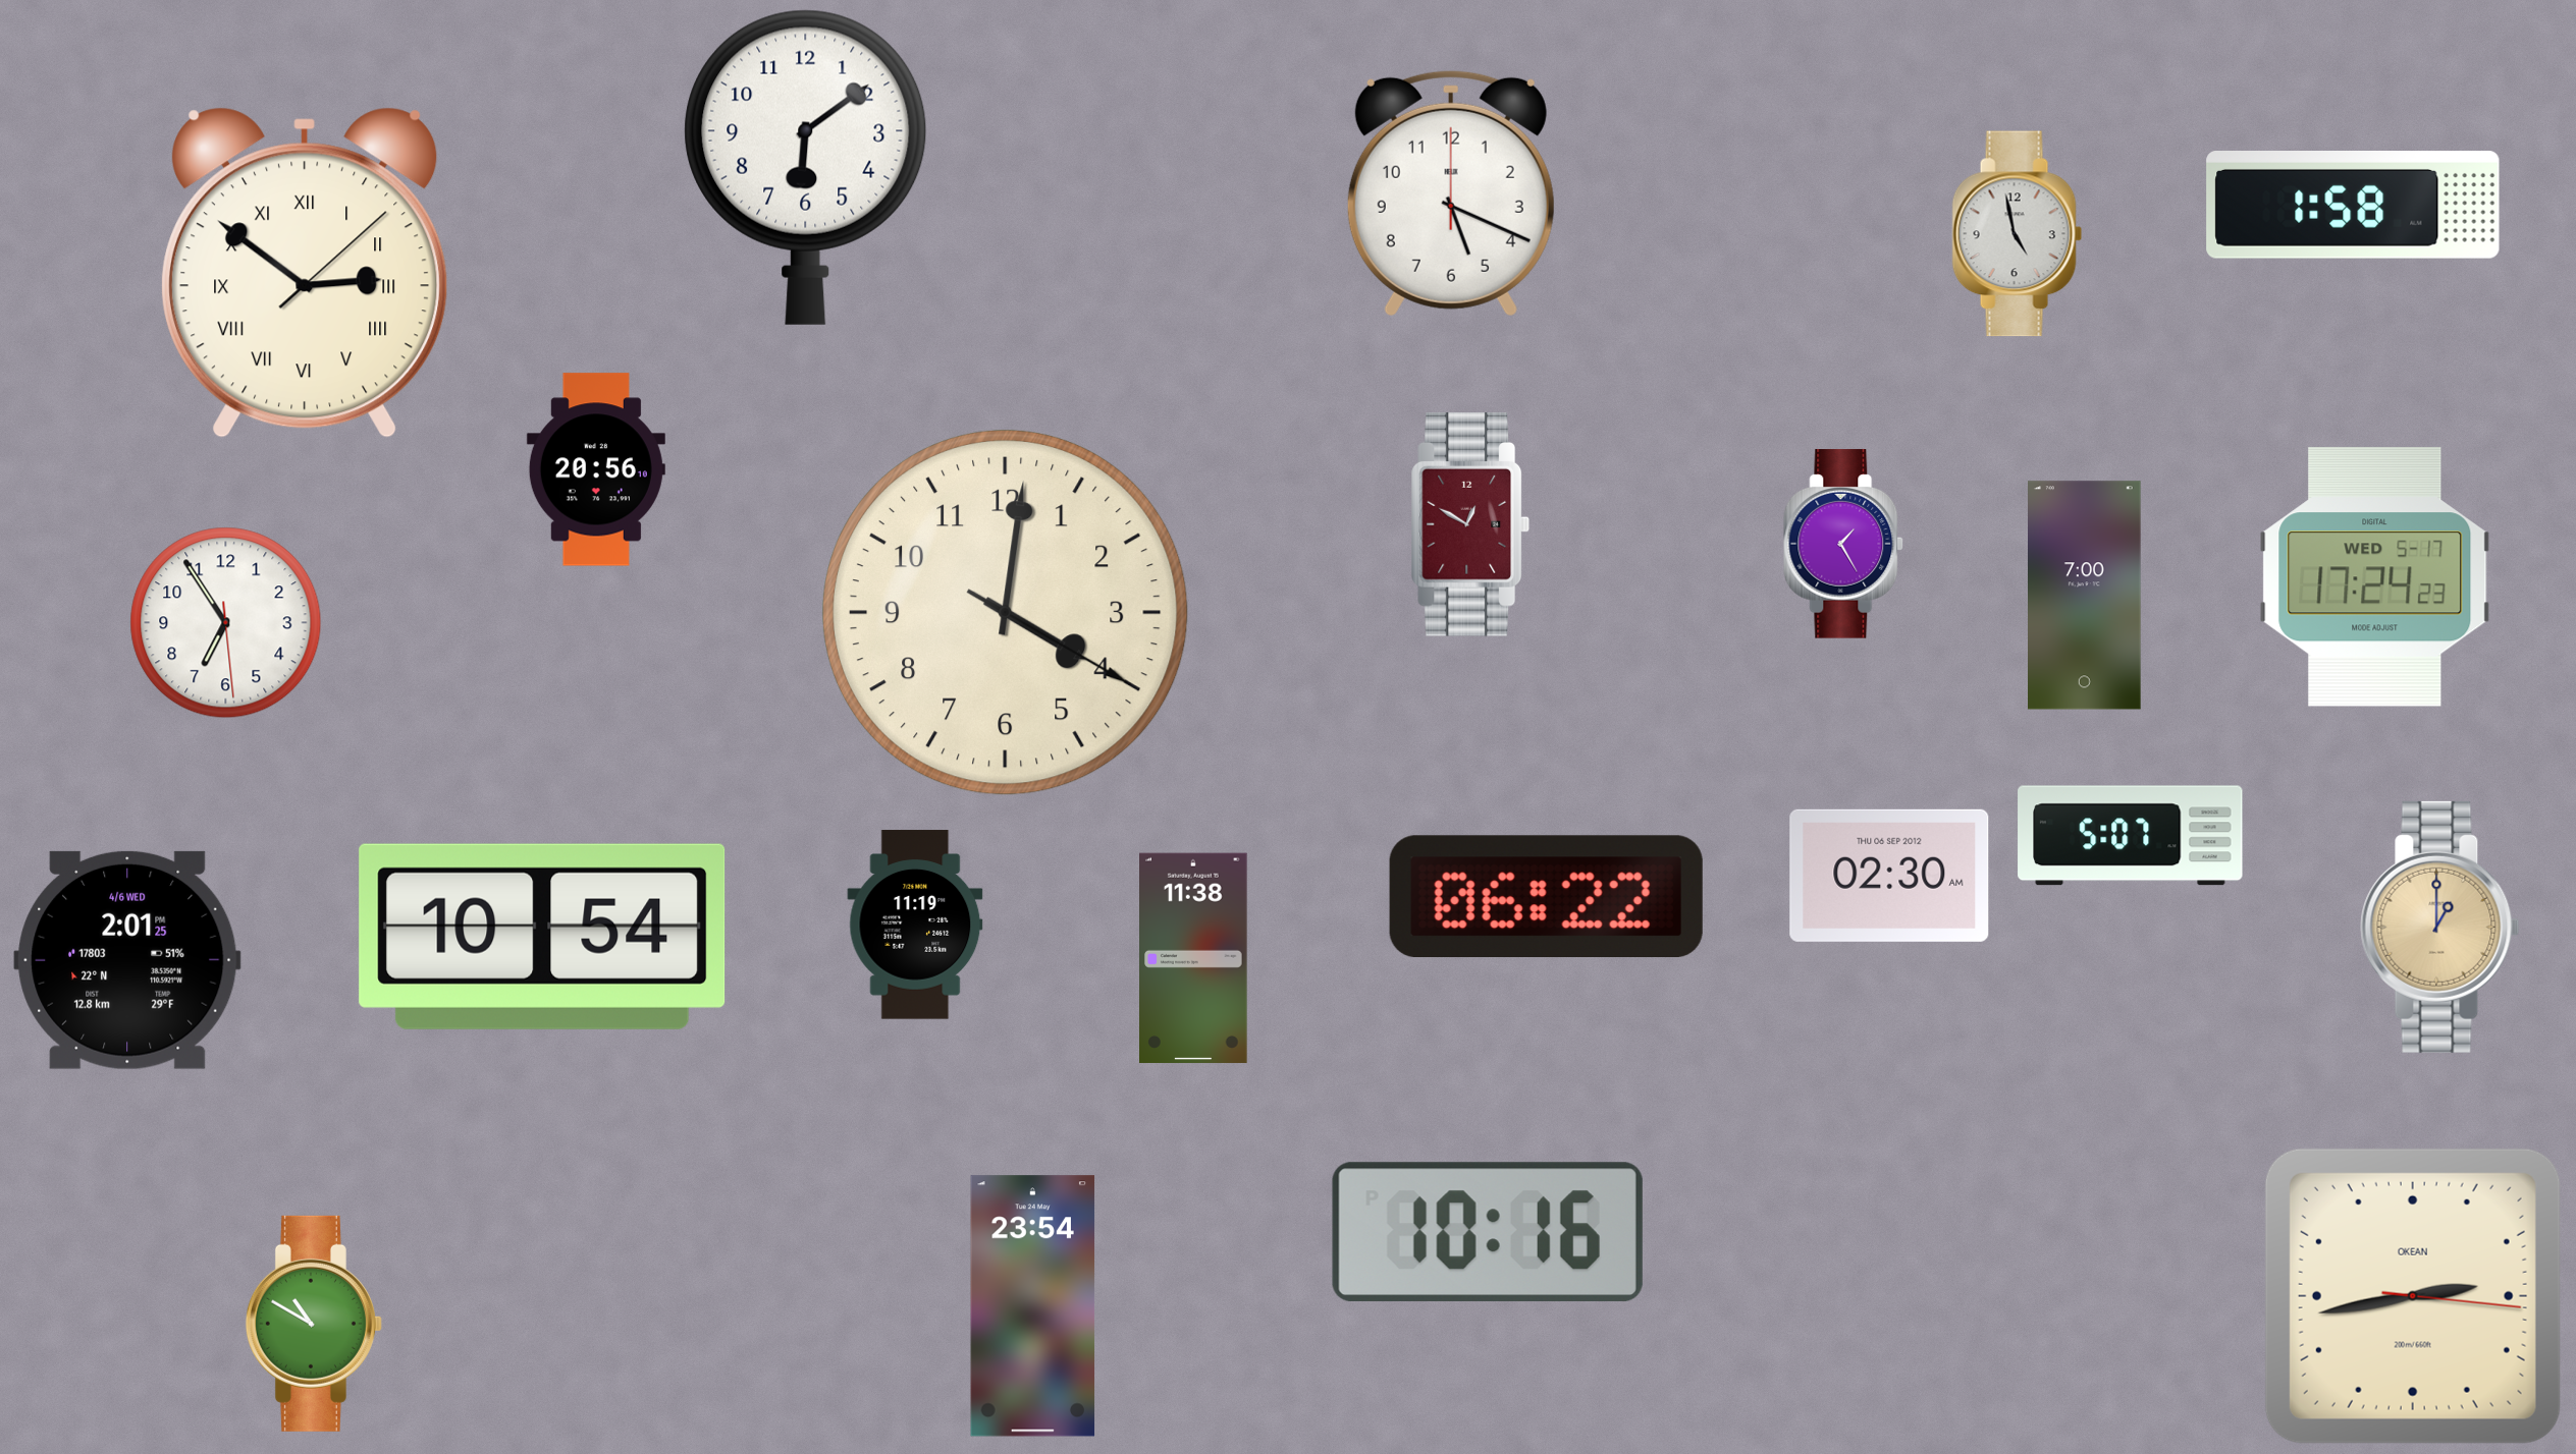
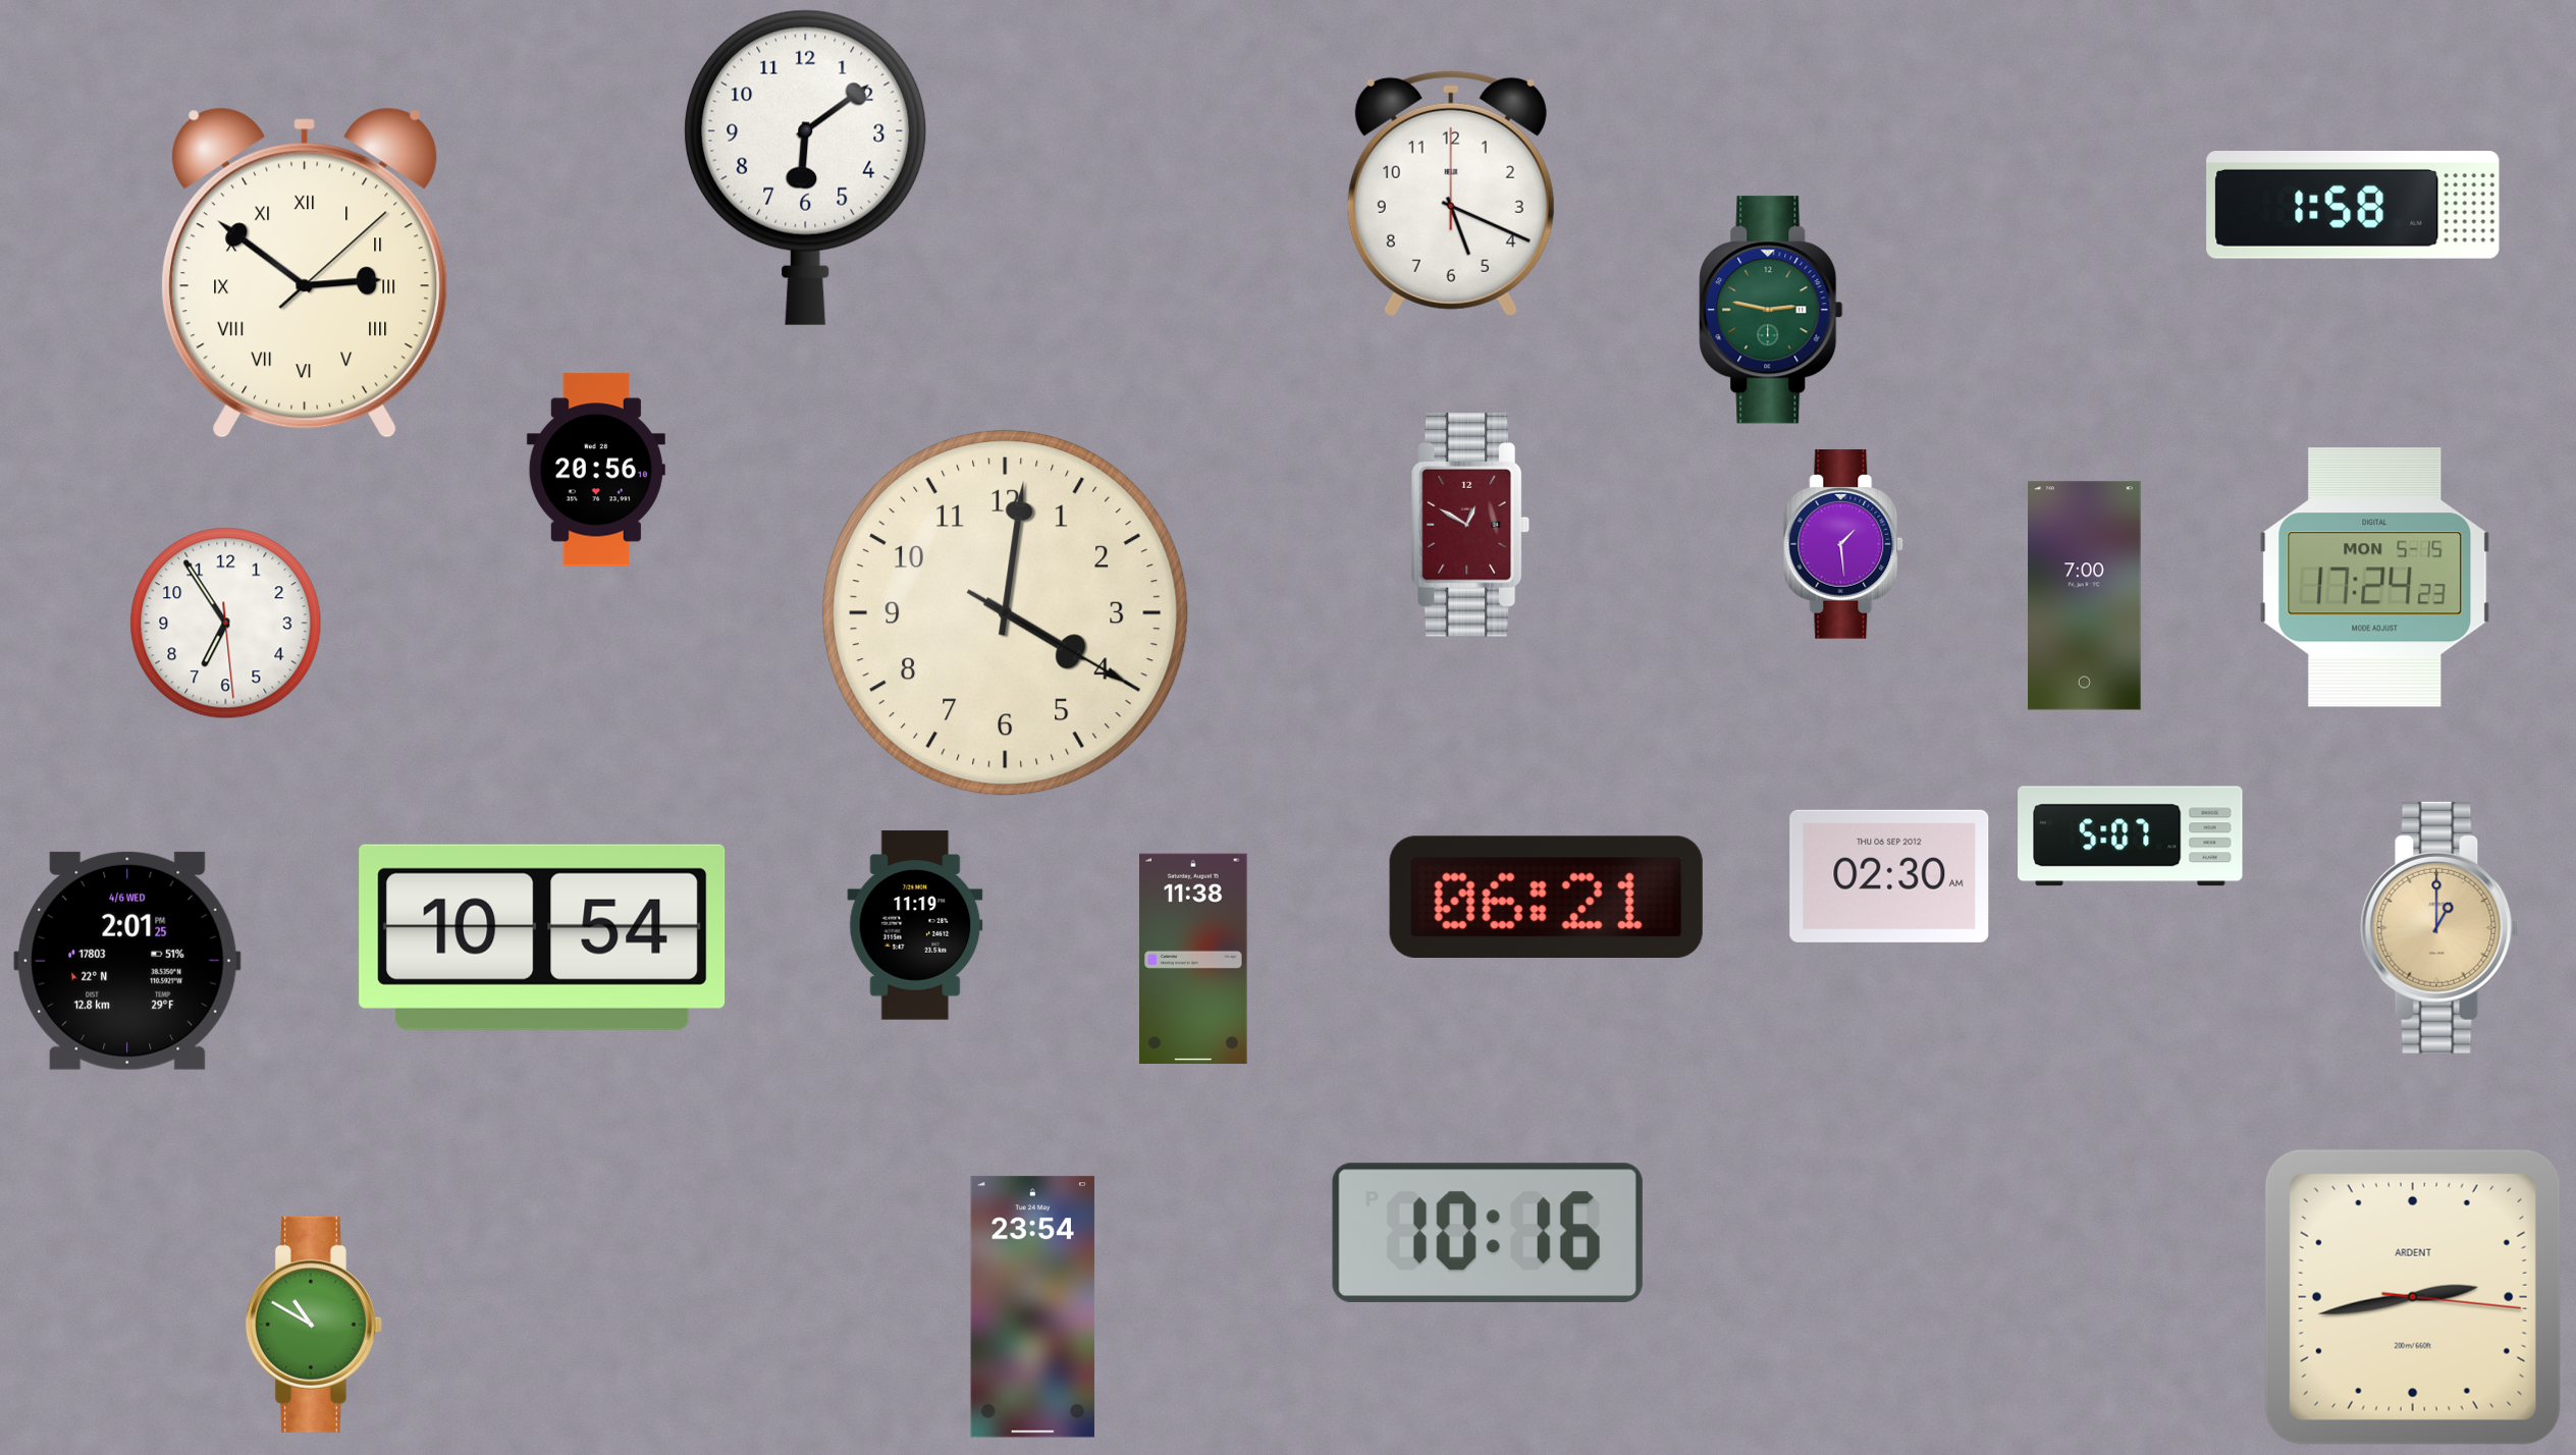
clock at (2018, 234): 4:58 -> none
clock at (1771, 310): none -> 2:47
clock at (1844, 544): 1:25 -> 1:29
clock at (2375, 577) date: WED 5-17 -> MON 5-15
clock at (1546, 896): 06:22 -> 06:21
clock at (2413, 1296) brand: OKEAN -> ARDENT
